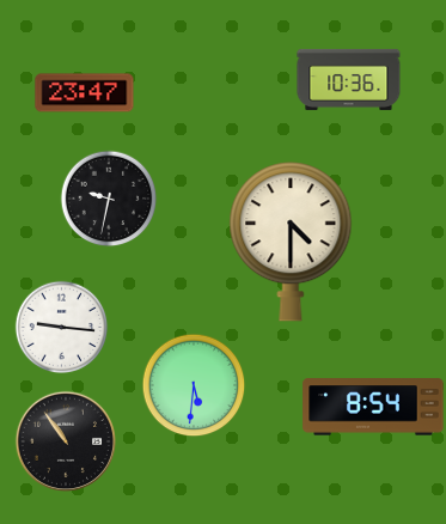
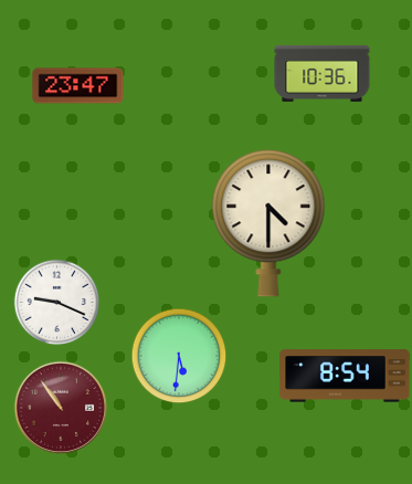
clock at (109, 199): 9:32 -> none
clock at (61, 327): 9:16 -> 9:19
clock at (65, 440) dial: black -> burgundy
